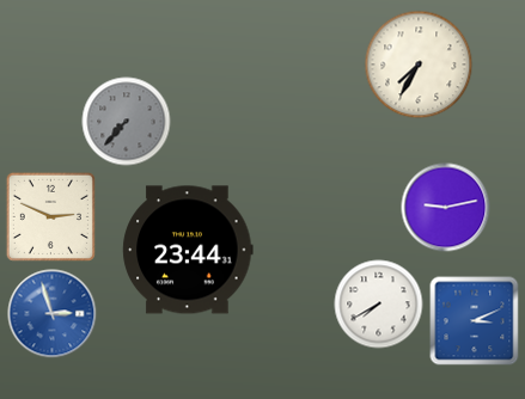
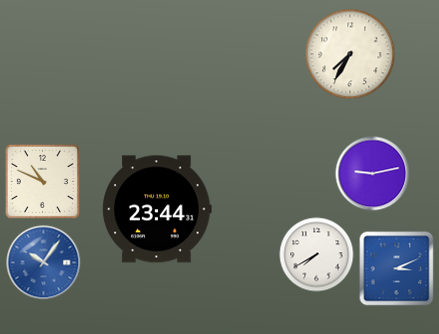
clock at (127, 122): 7:37 -> none
clock at (50, 216): 2:49 -> 10:49
clock at (53, 314): 2:57 -> 10:06
